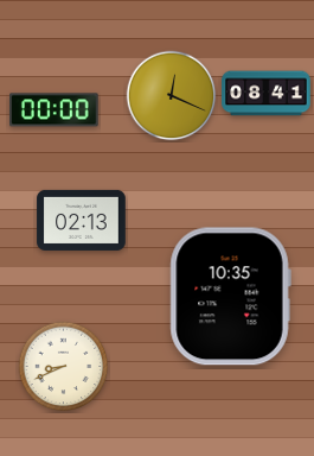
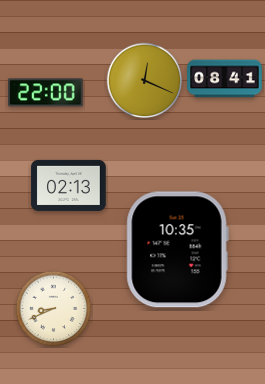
clock at (55, 110): 00:00 -> 22:00
clock at (230, 297) position: (230, 297) -> (177, 250)
